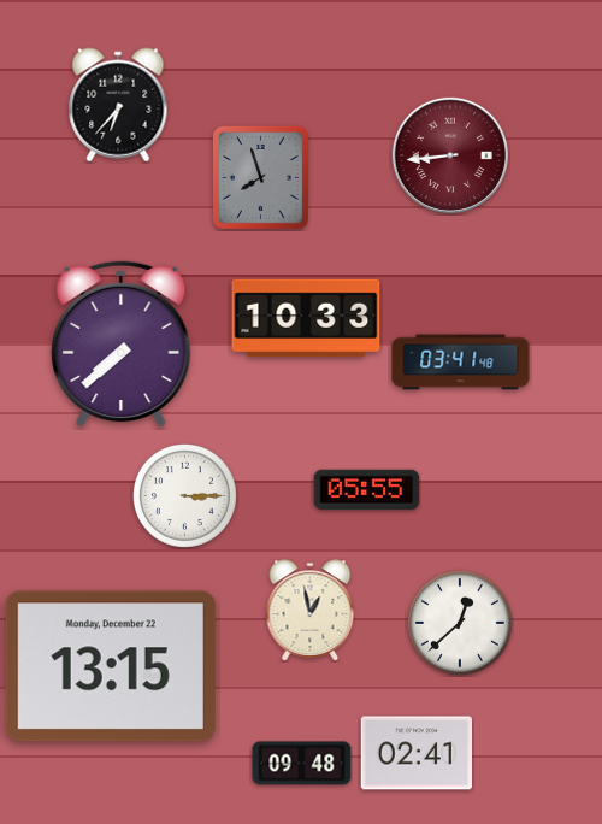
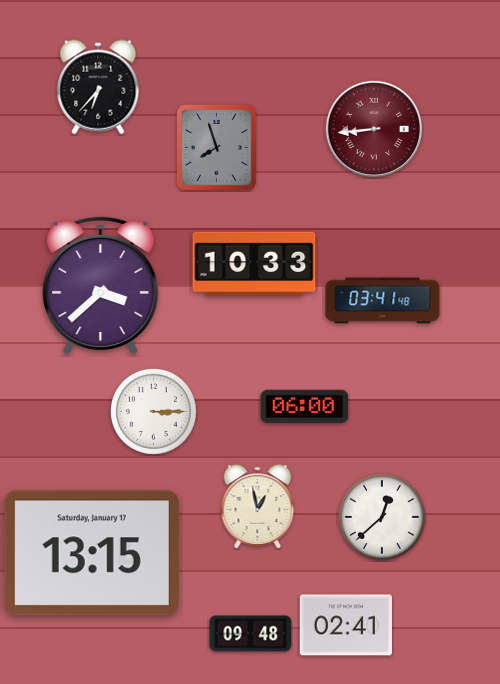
clock at (122, 345): 7:38 -> 3:38
clock at (367, 489): 05:55 -> 06:00
clock at (111, 666) date: Monday, December 22 -> Saturday, January 17
